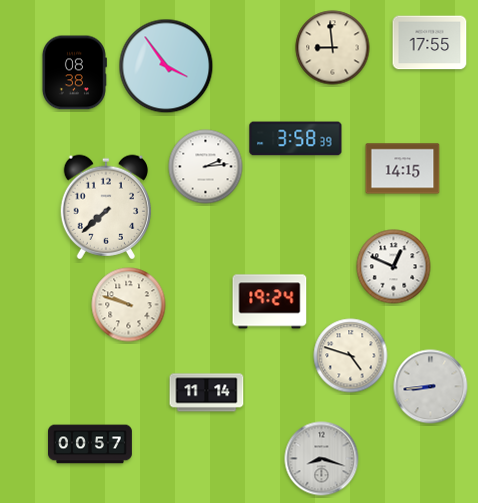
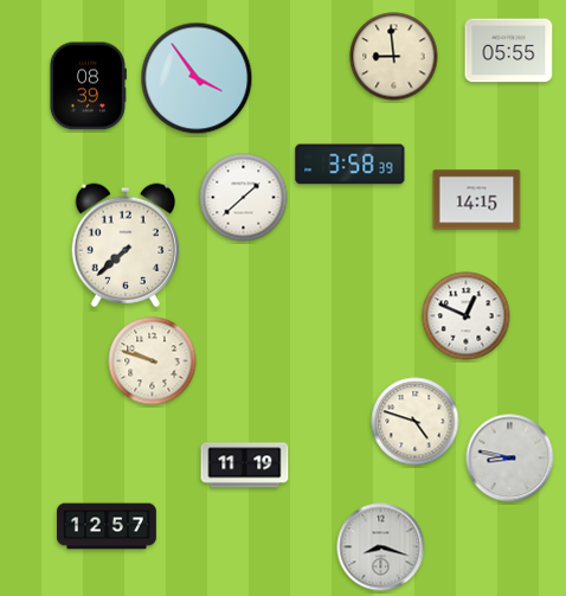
clock at (430, 43): 17:55 -> 05:55
clock at (74, 73): 08:38 -> 08:39
clock at (206, 167): 2:14 -> 1:38
clock at (270, 302): 19:24 -> none
clock at (431, 387): 8:44 -> 8:47
clock at (207, 393): 11:14 -> 11:19
clock at (91, 444): 00:57 -> 12:57
clock at (322, 459) position: (322, 459) -> (381, 547)
